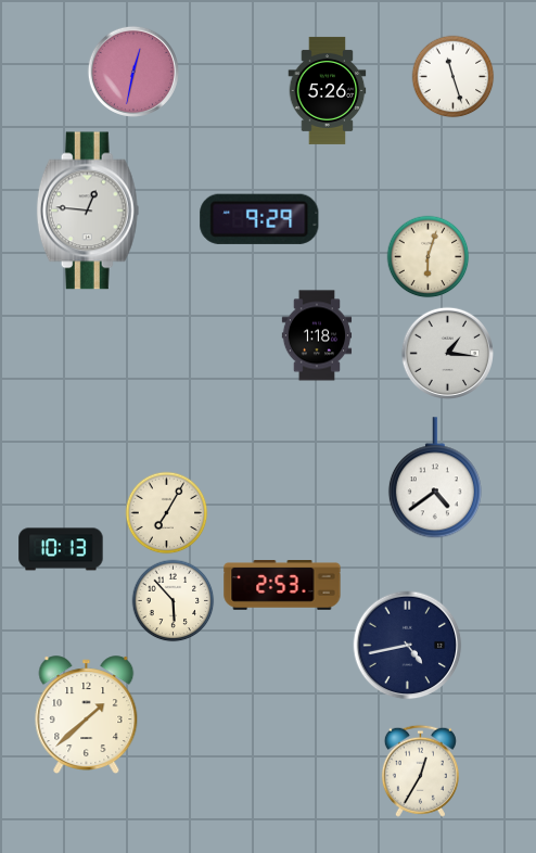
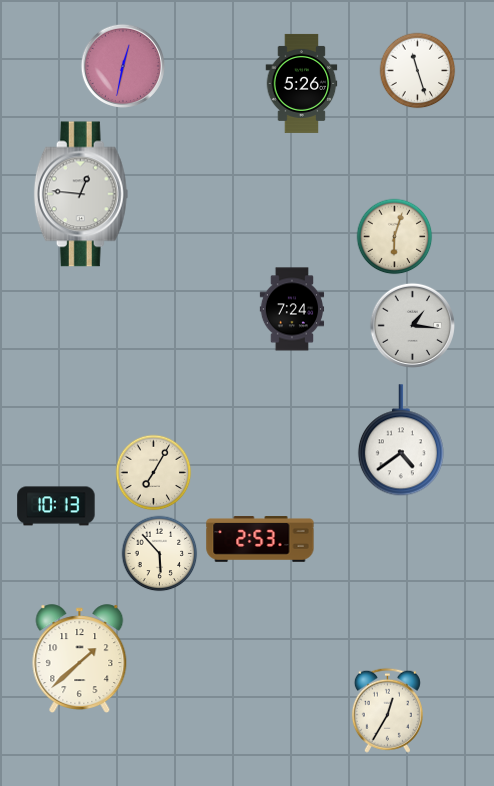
clock at (259, 219): 9:29 -> none
clock at (317, 335): 1:18 -> 7:24
clock at (408, 646): 4:43 -> none
